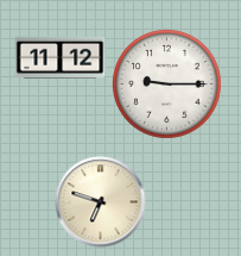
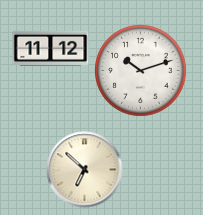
clock at (167, 85): 9:15 -> 10:12
clock at (101, 202): 6:48 -> 6:52
